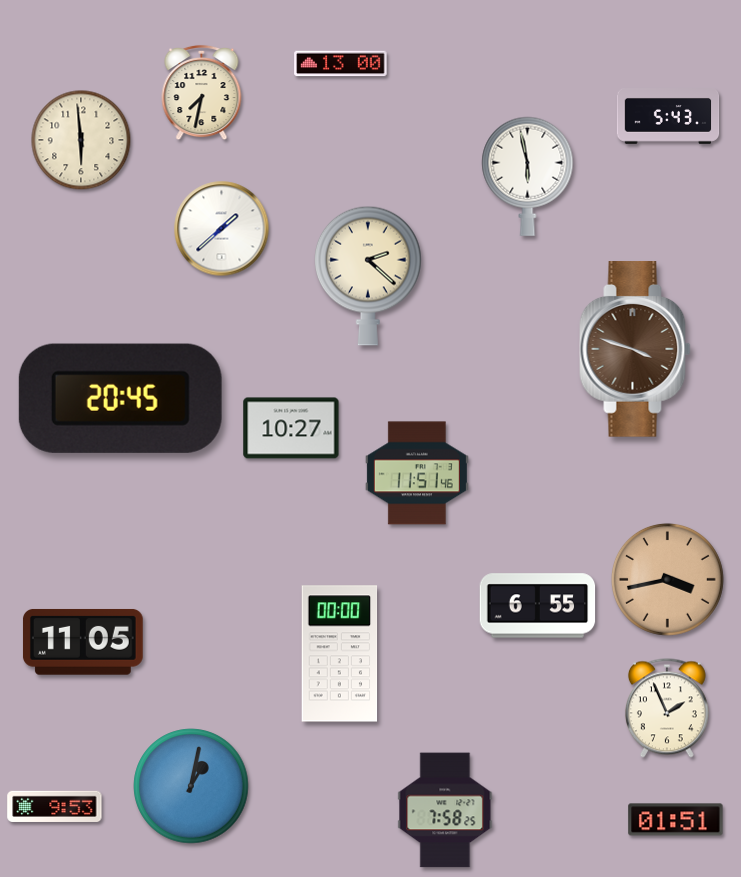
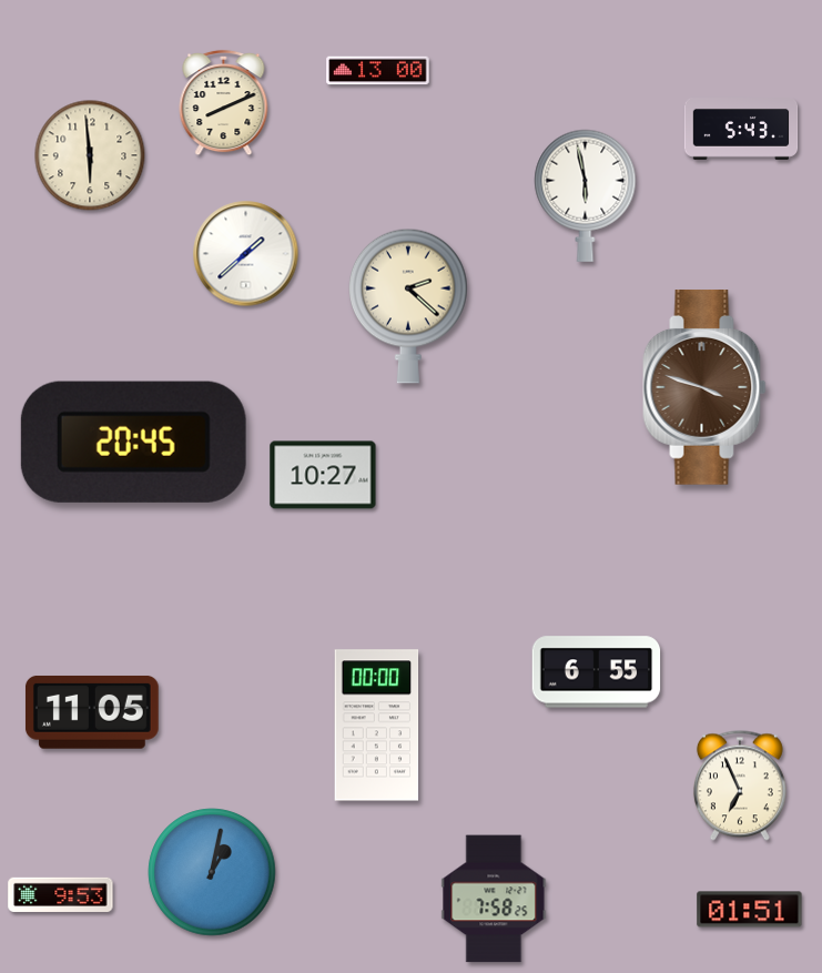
clock at (202, 93): 7:32 -> 8:11
clock at (417, 473): 11:51 -> none
clock at (667, 579): 3:43 -> none
clock at (667, 708): 1:56 -> 6:56
